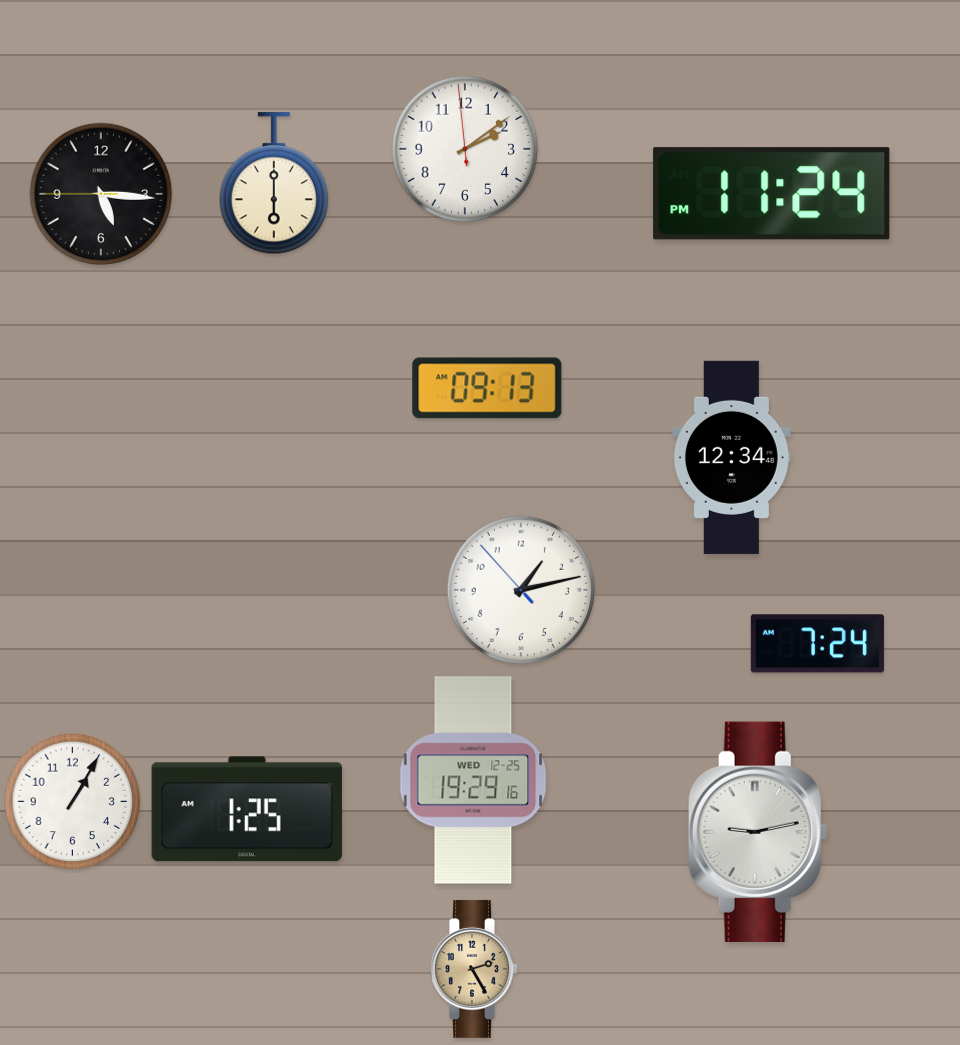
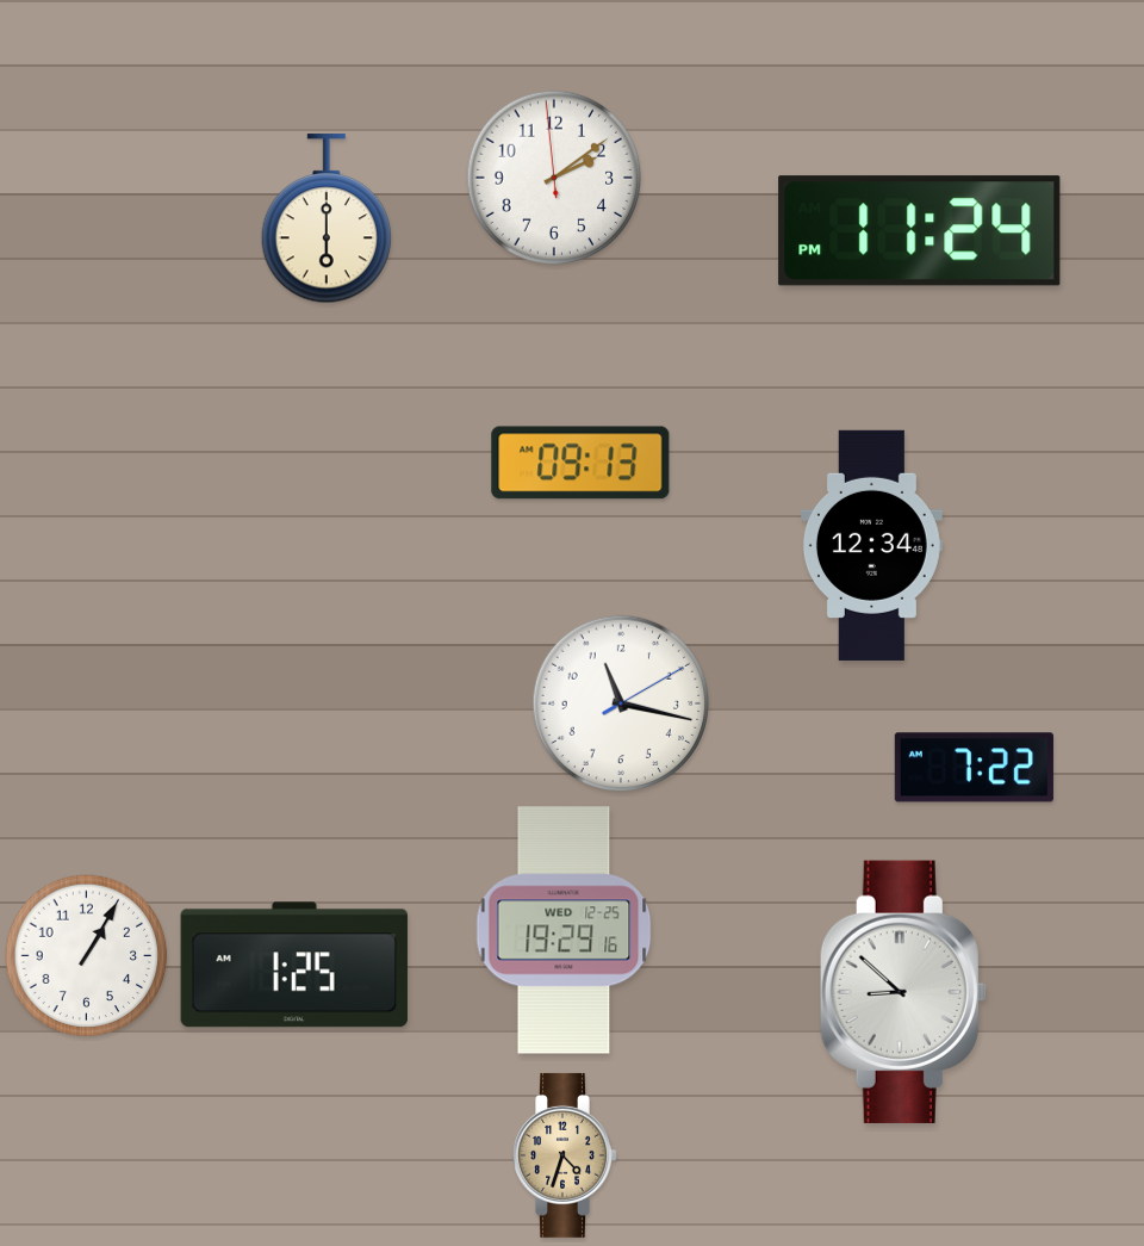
clock at (101, 194): 5:15 -> none
clock at (521, 590): 1:12 -> 11:17
clock at (817, 644): 7:24 -> 7:22
clock at (758, 832): 9:13 -> 8:52
clock at (474, 969): 2:25 -> 4:33
